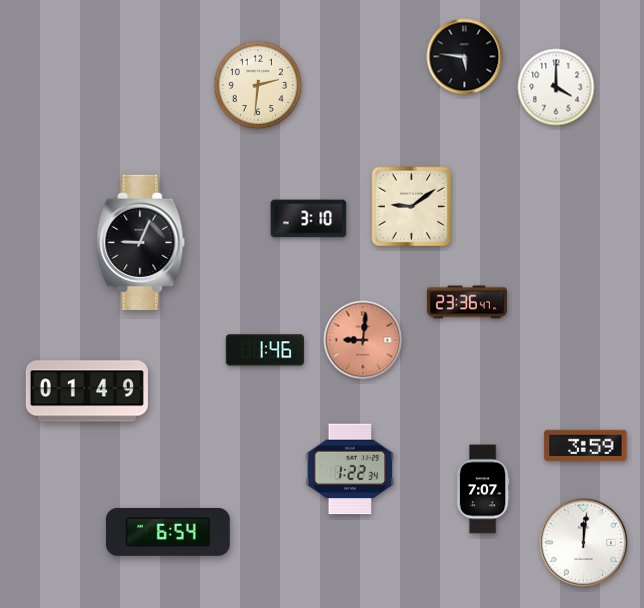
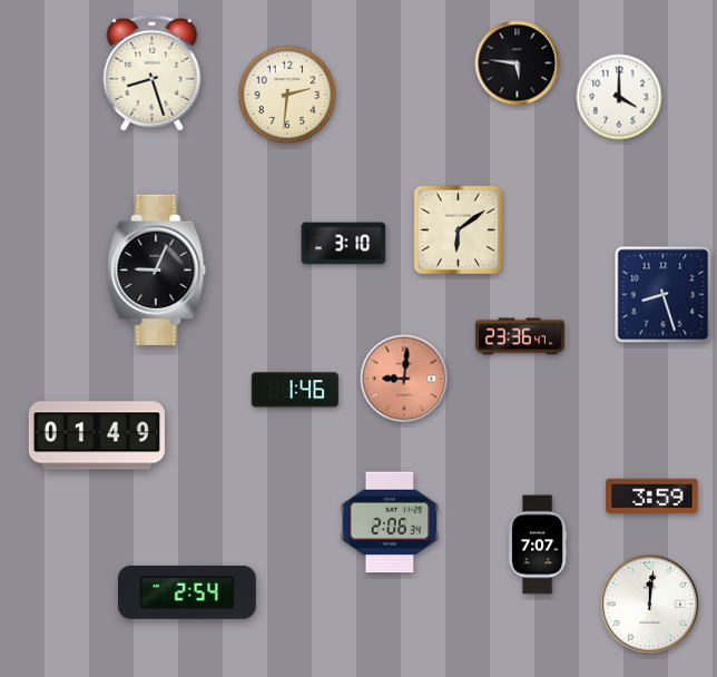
clock at (153, 72): none -> 8:27
clock at (412, 207): 9:09 -> 6:09
clock at (664, 295): none -> 8:27
clock at (350, 469): 1:22 -> 2:06
clock at (168, 532): 6:54 -> 2:54
